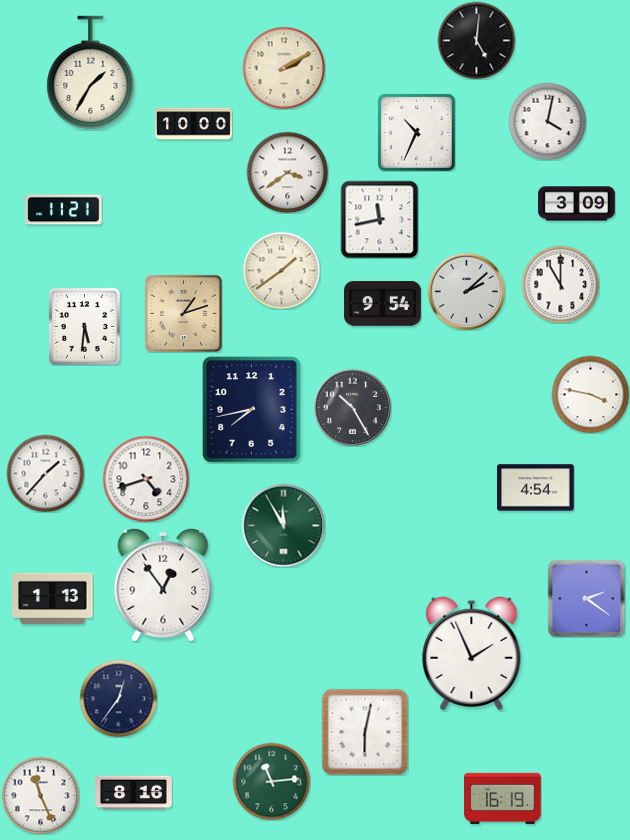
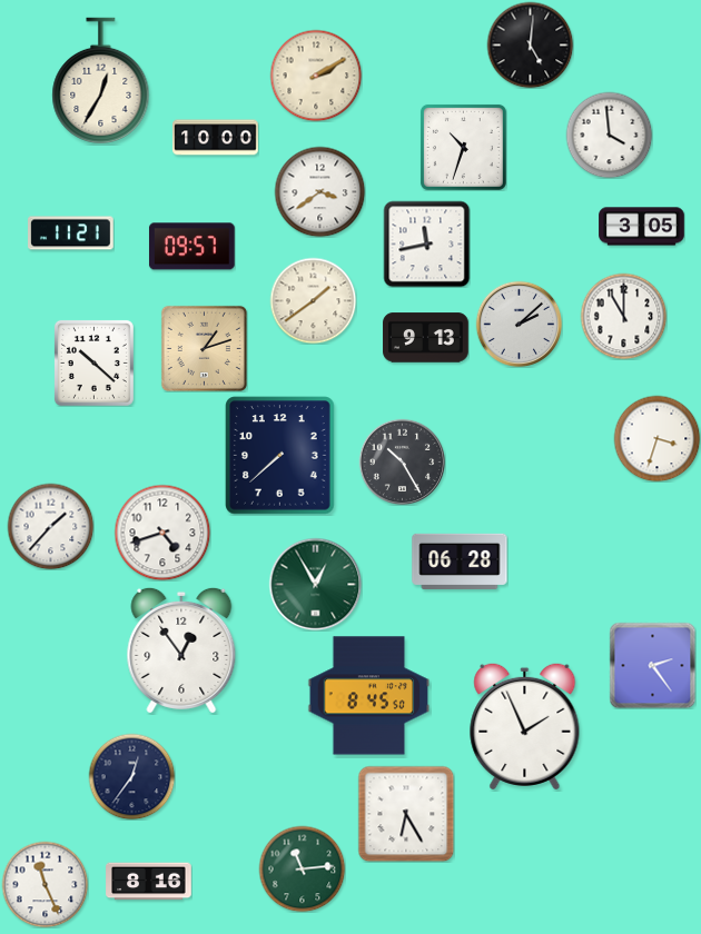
clock at (91, 73): 1:35 -> 12:35
clock at (547, 121): 4:02 -> 3:59
clock at (416, 132): 10:34 -> 10:33
clock at (577, 204): 3:09 -> 3:05
clock at (379, 219) position: (379, 219) -> (426, 244)
clock at (191, 247): none -> 09:57
clock at (383, 304): 9:54 -> 9:13
clock at (84, 326): 5:31 -> 10:22
clock at (590, 394): 3:47 -> 3:33
clock at (352, 407) position: (352, 407) -> (402, 461)
clock at (252, 410): 7:43 -> 7:38
clock at (536, 488): 4:54 -> none
clock at (460, 562): none -> 06:28
clock at (283, 525): 11:55 -> 12:55
clock at (53, 598): 1:13 -> none
clock at (586, 598): 2:21 -> 2:24
clock at (369, 696): none -> 8:45
clock at (365, 732): 6:02 -> 6:25
clock at (503, 798): 16:19 -> none
